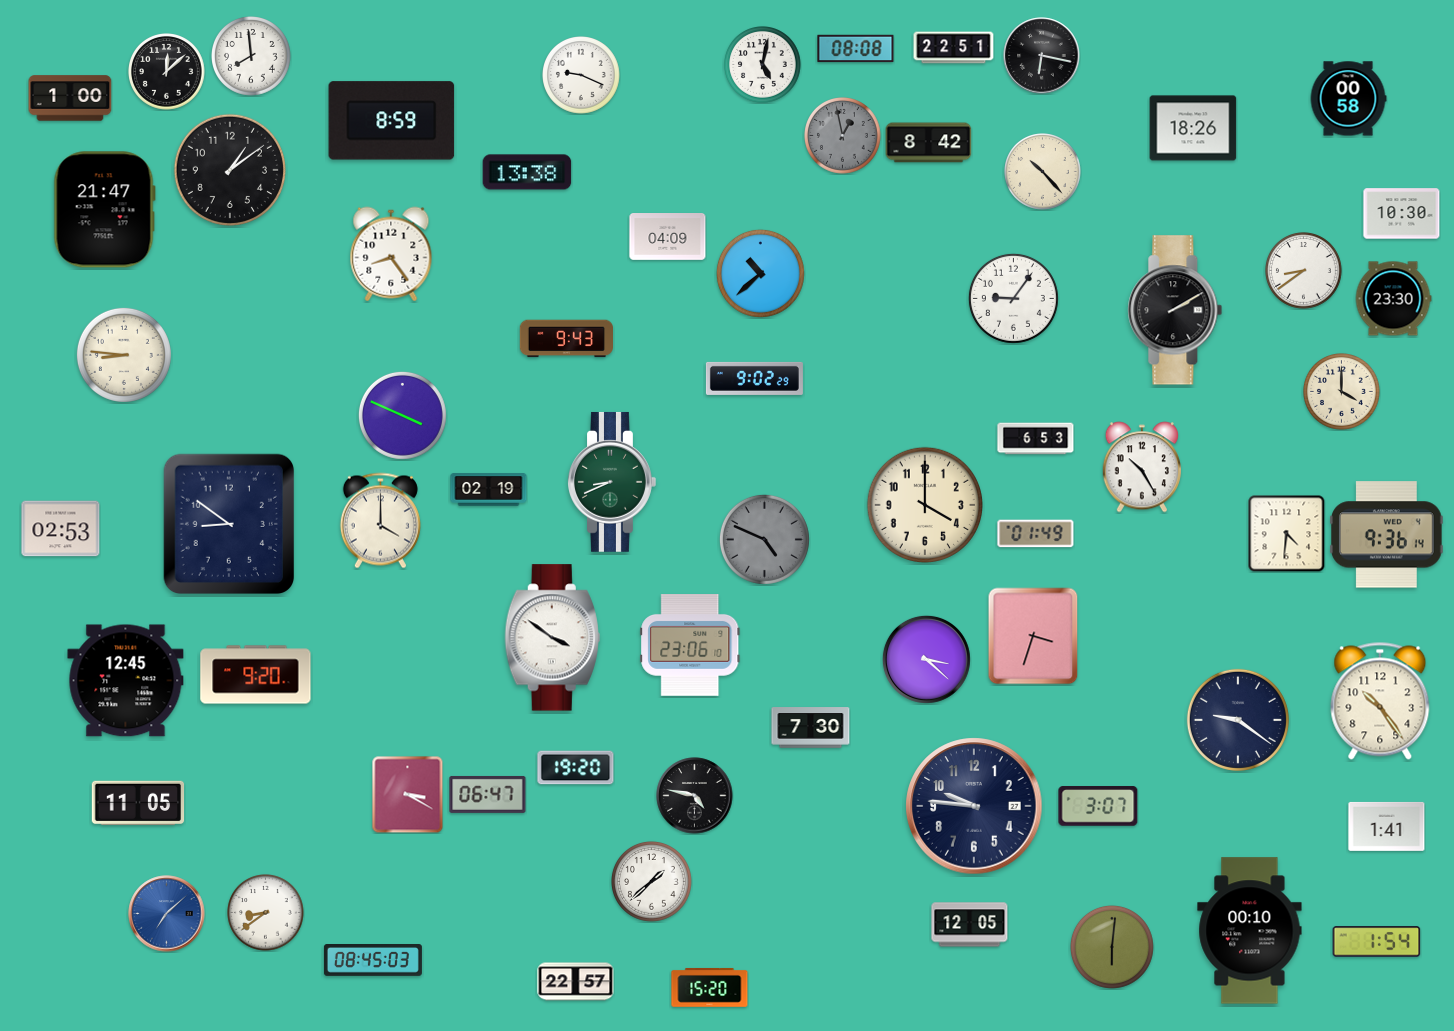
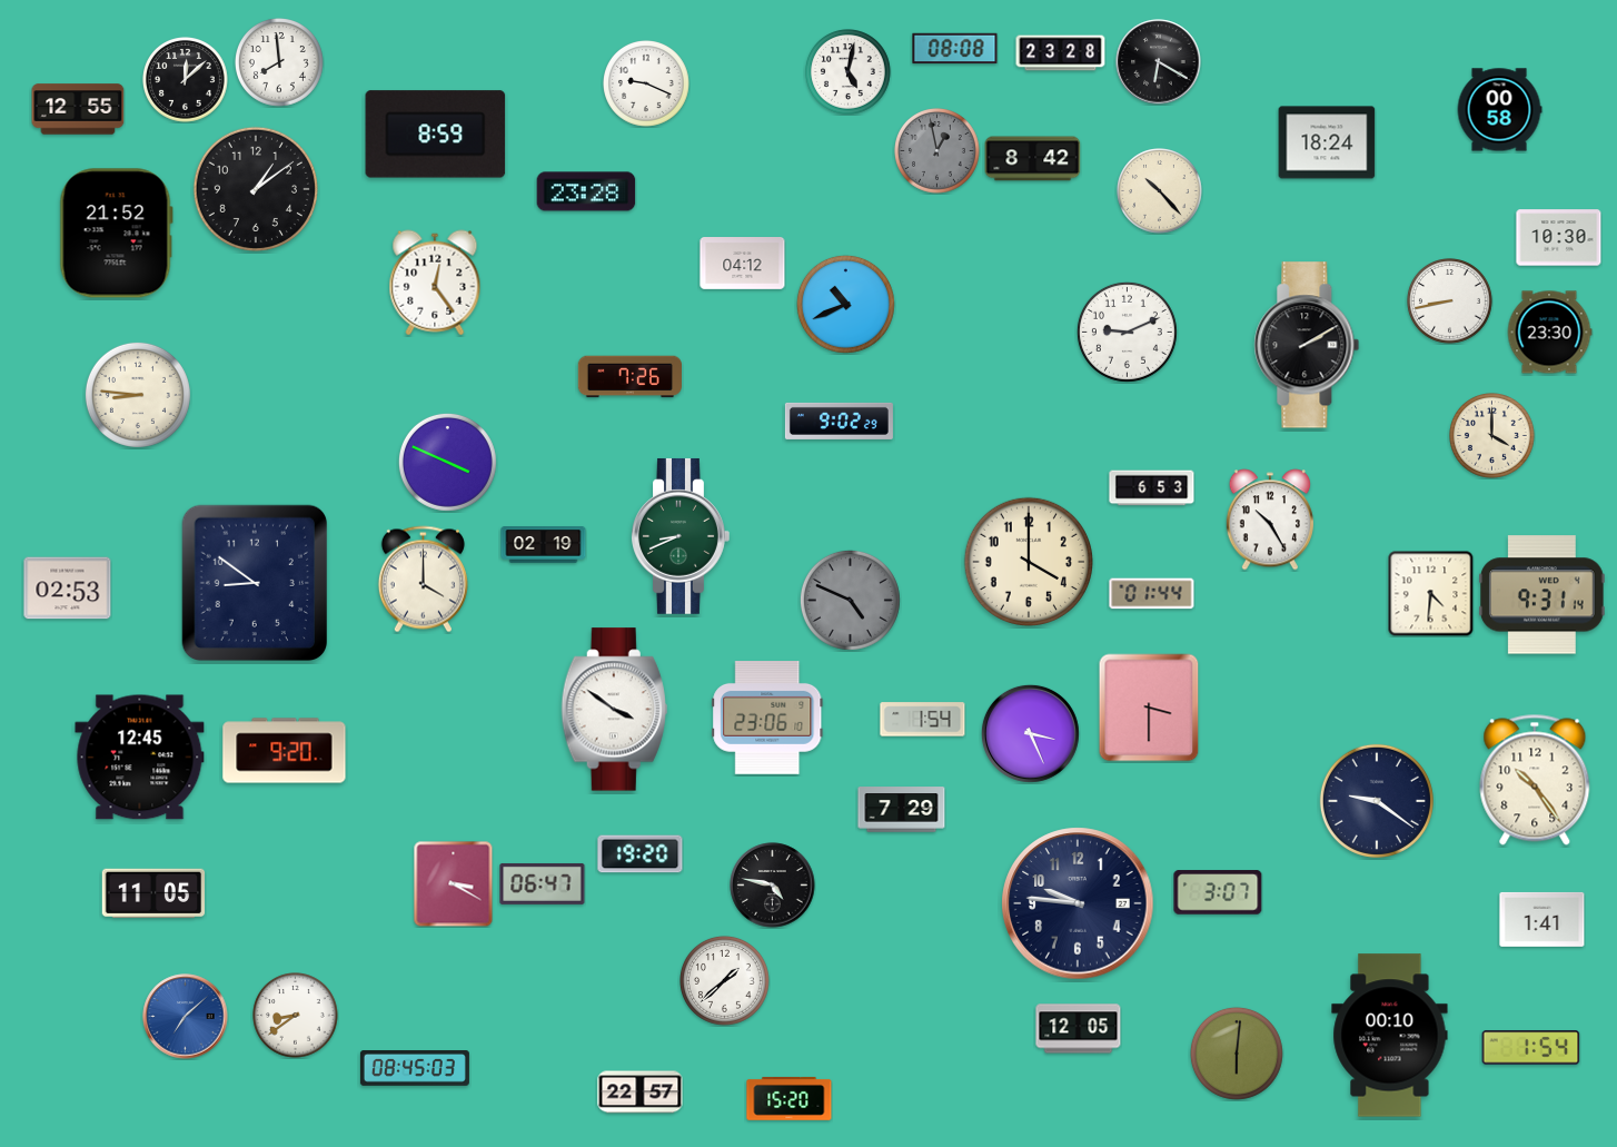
clock at (954, 48): 22:51 -> 23:28
clock at (856, 49) position: (856, 49) -> (955, 49)
clock at (1042, 56): 6:17 -> 6:20
clock at (70, 98): 1:00 -> 12:55
clock at (1193, 128): 18:26 -> 18:24
clock at (527, 172): 13:38 -> 23:28
clock at (104, 210): 21:47 -> 21:52
clock at (668, 237): 04:09 -> 04:12
clock at (391, 254): 8:24 -> 12:24
clock at (1304, 271): 8:39 -> 8:43
clock at (760, 273): 10:38 -> 10:41
clock at (1013, 298): 9:06 -> 9:11
clock at (566, 339): 9:43 -> 7:26
clock at (1036, 534): 01:49 -> 01:44
clock at (1387, 535): 9:36 -> 9:31
clock at (1033, 636): 3:33 -> 3:30
clock at (923, 720): none -> 1:54
clock at (926, 659): 3:22 -> 3:26
clock at (811, 728): 7:30 -> 7:29
clock at (974, 806) position: (974, 806) -> (1078, 903)
clock at (1098, 806) position: (1098, 806) -> (1218, 892)
